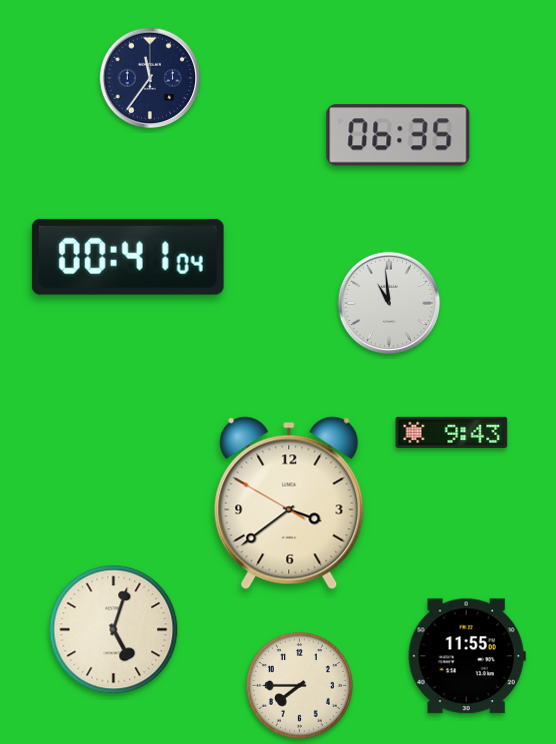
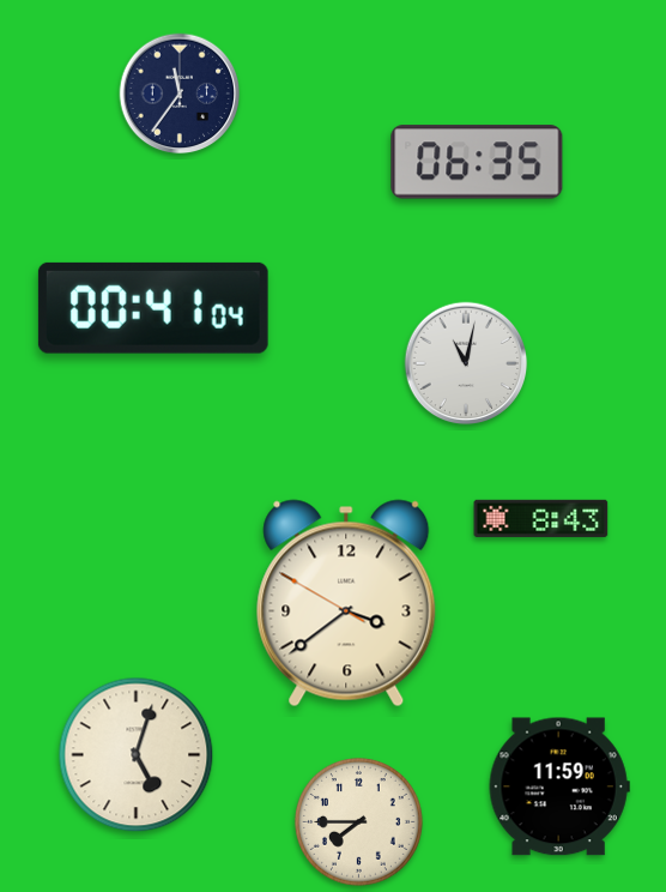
clock at (389, 303): 10:59 -> 11:02
clock at (452, 432): 9:43 -> 8:43
clock at (467, 656): 11:55 -> 11:59
